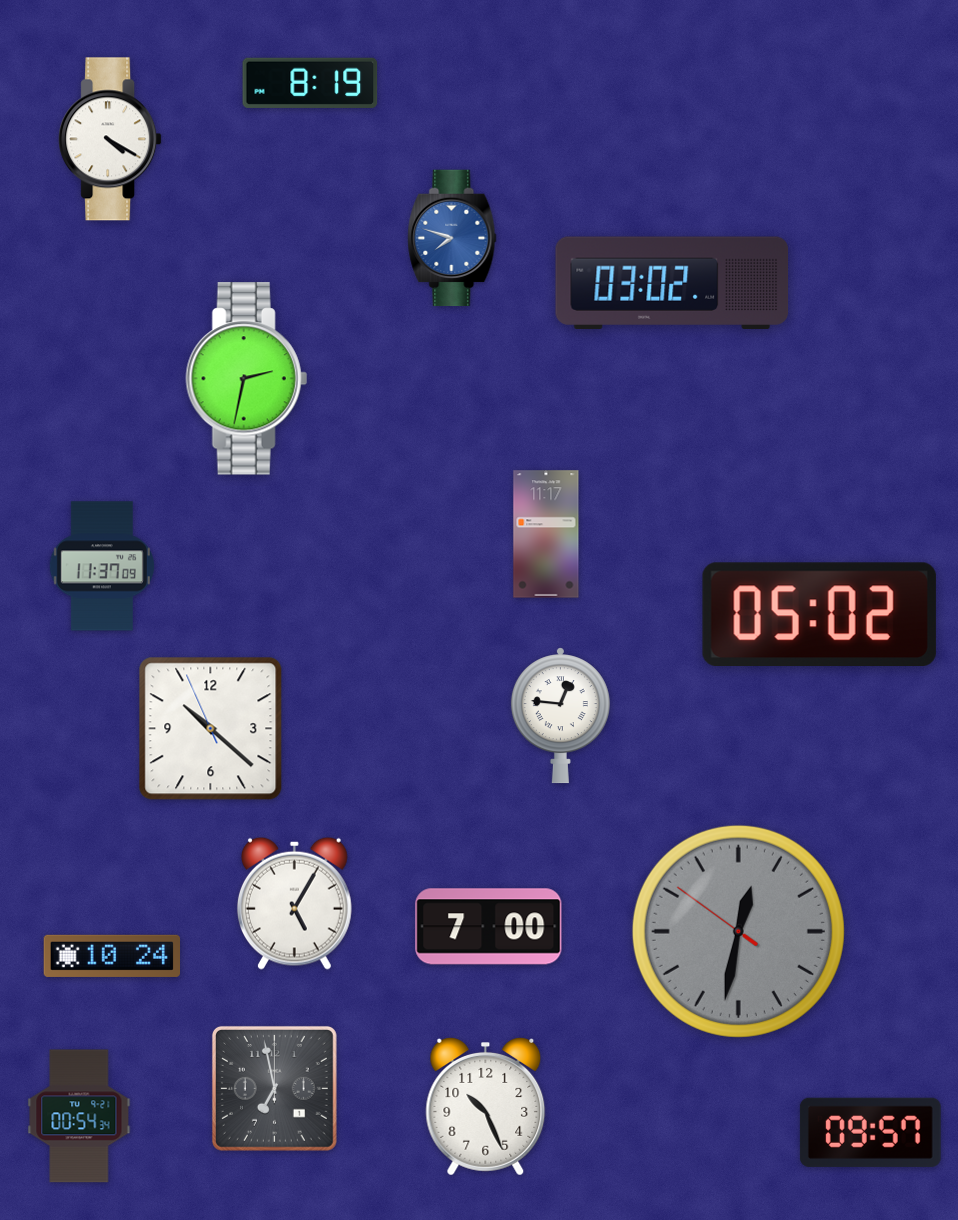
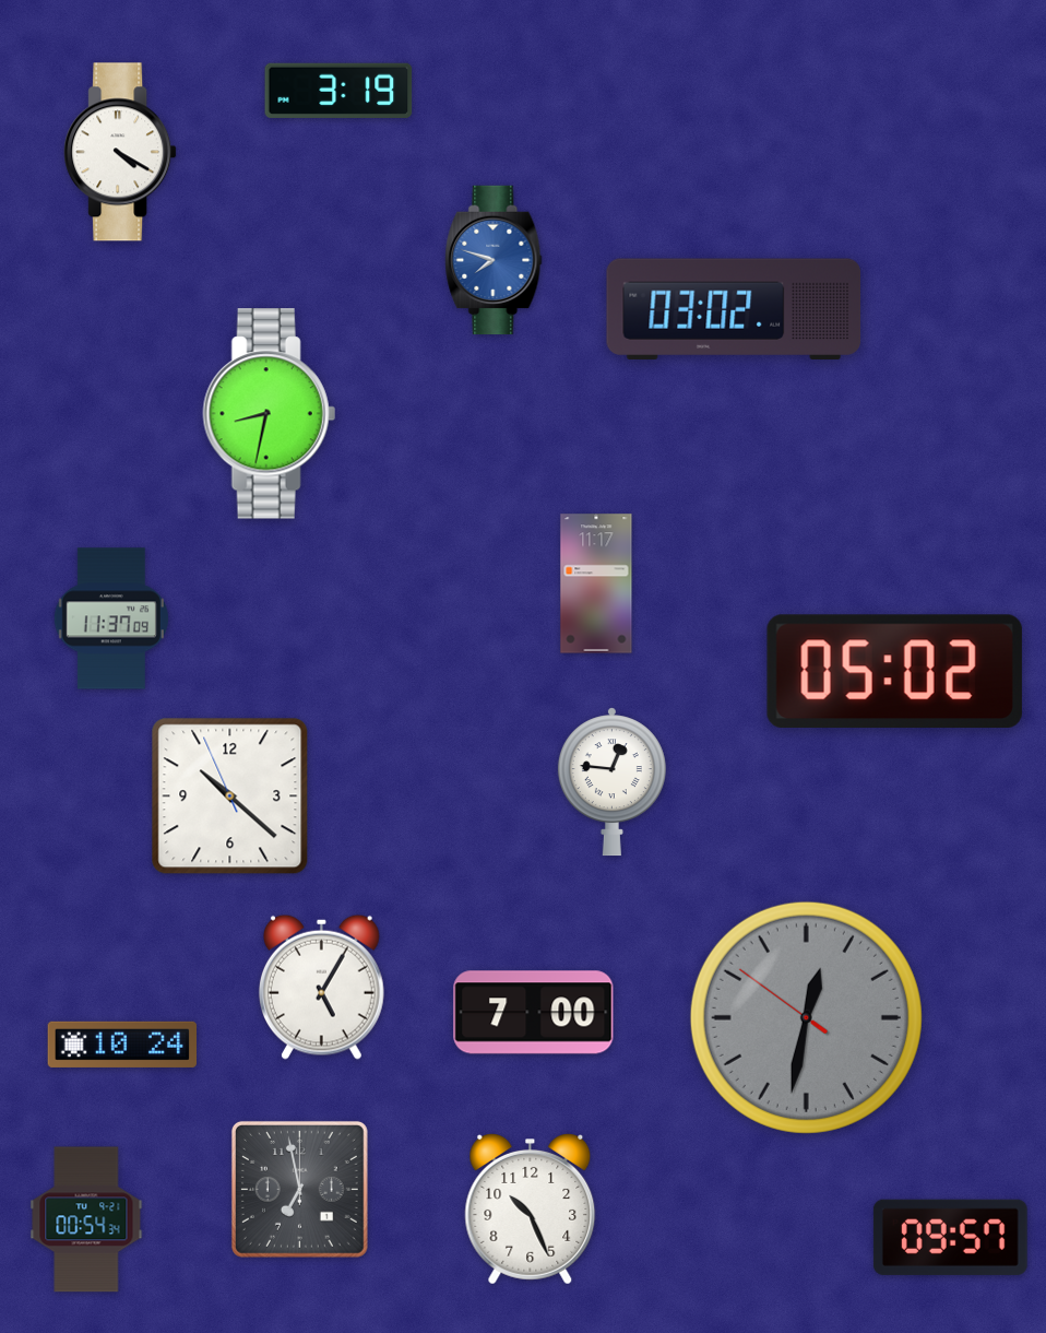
clock at (310, 83): 8:19 -> 3:19
clock at (246, 379): 2:32 -> 8:32
